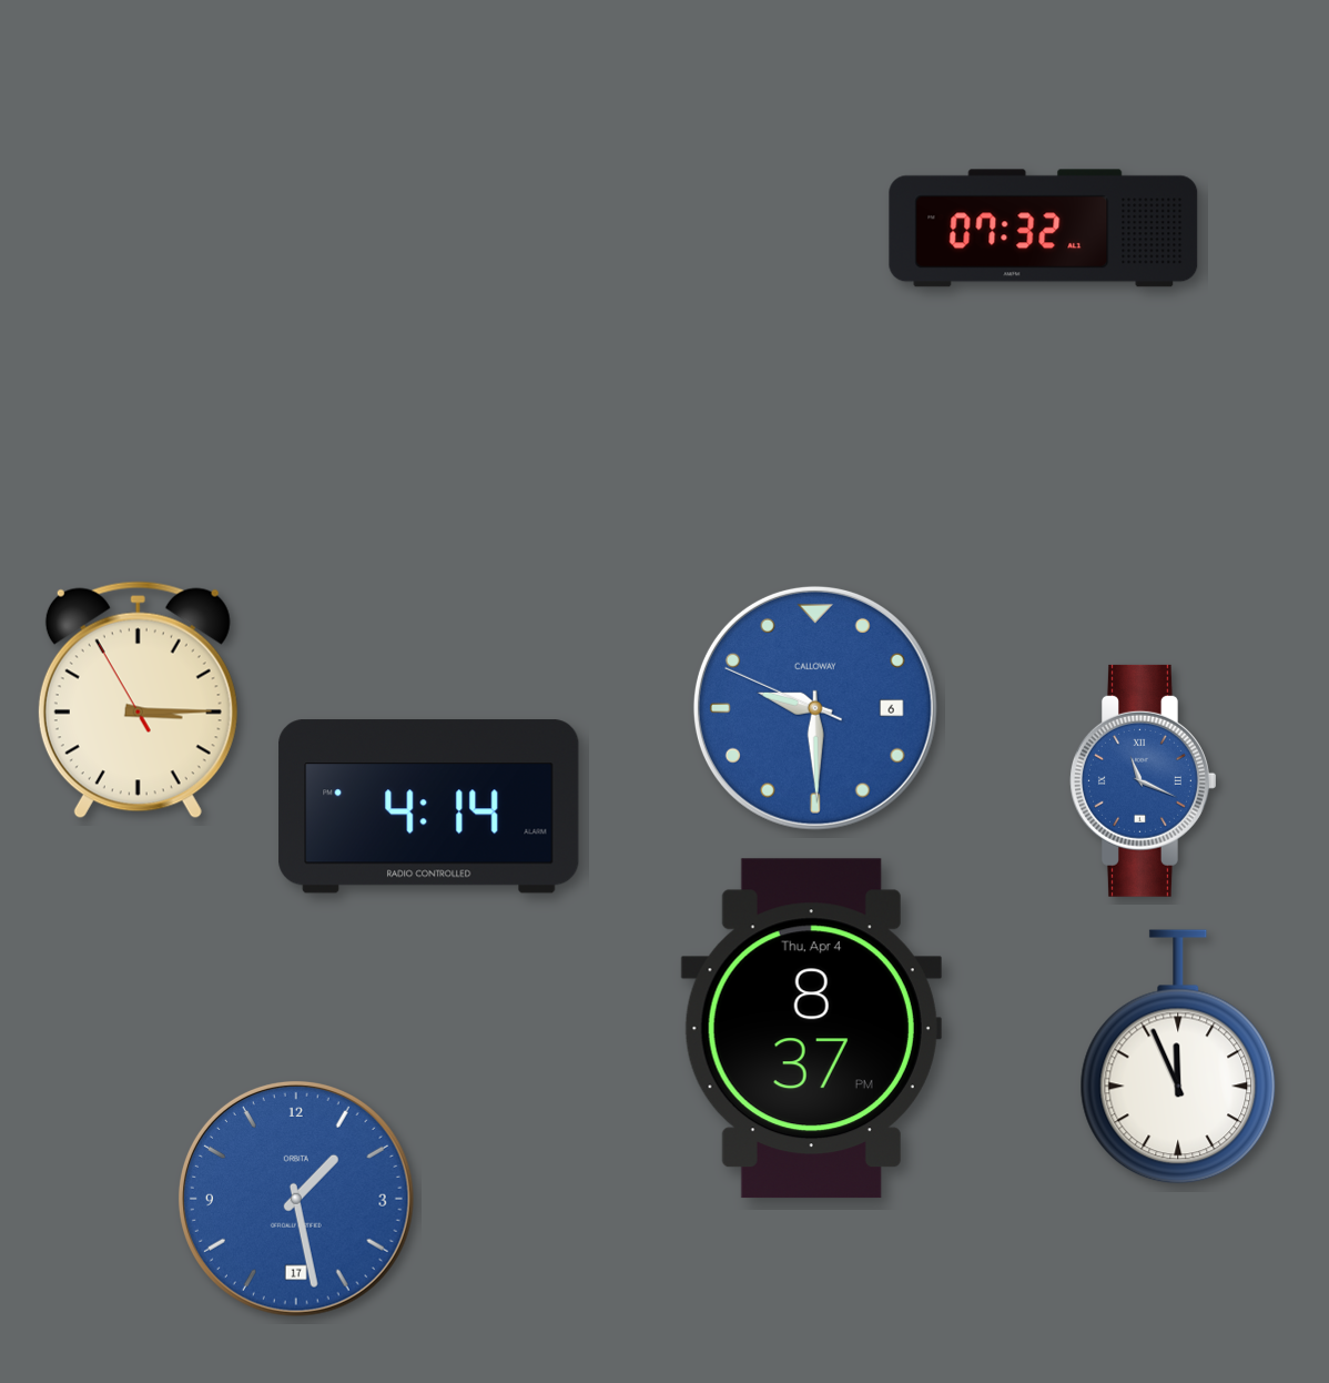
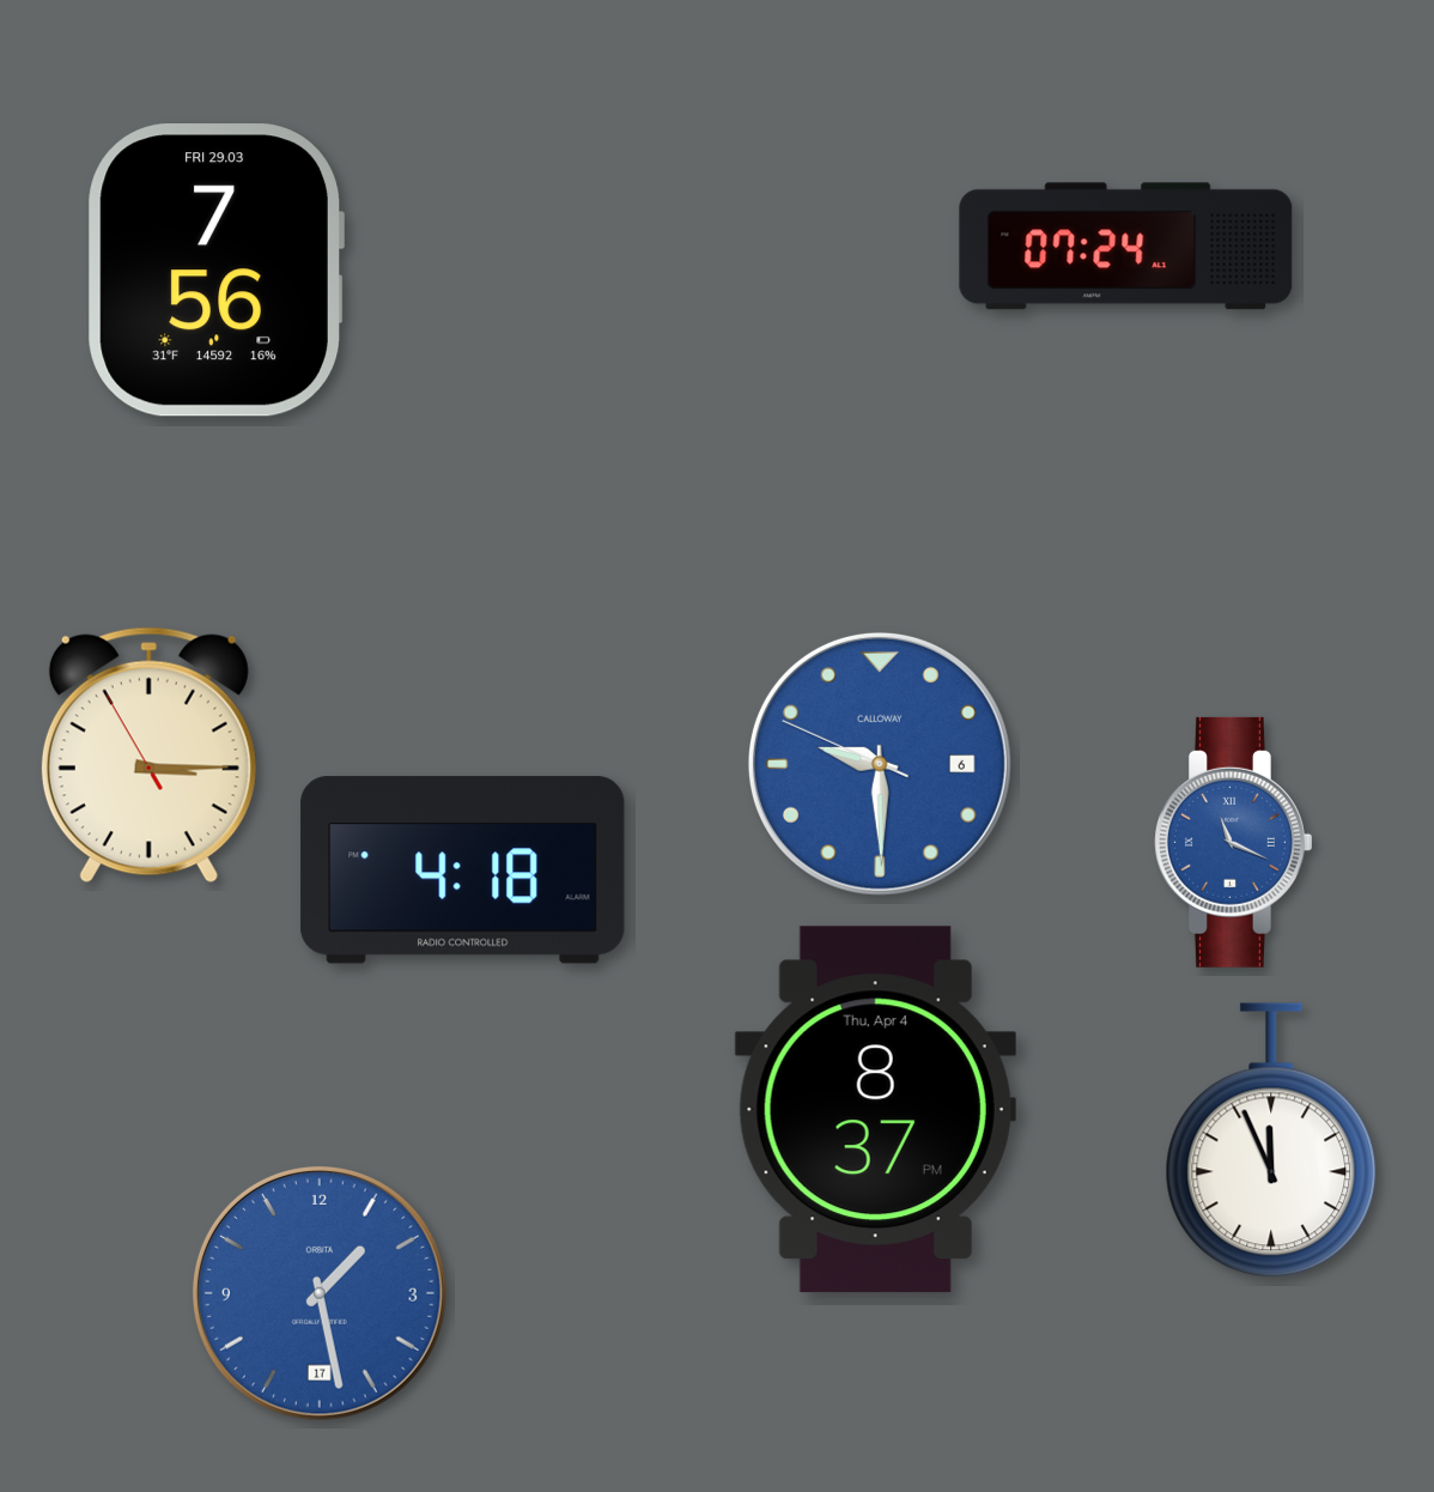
clock at (1044, 229): 07:32 -> 07:24
clock at (215, 271): none -> 7:56
clock at (429, 807): 4:14 -> 4:18
